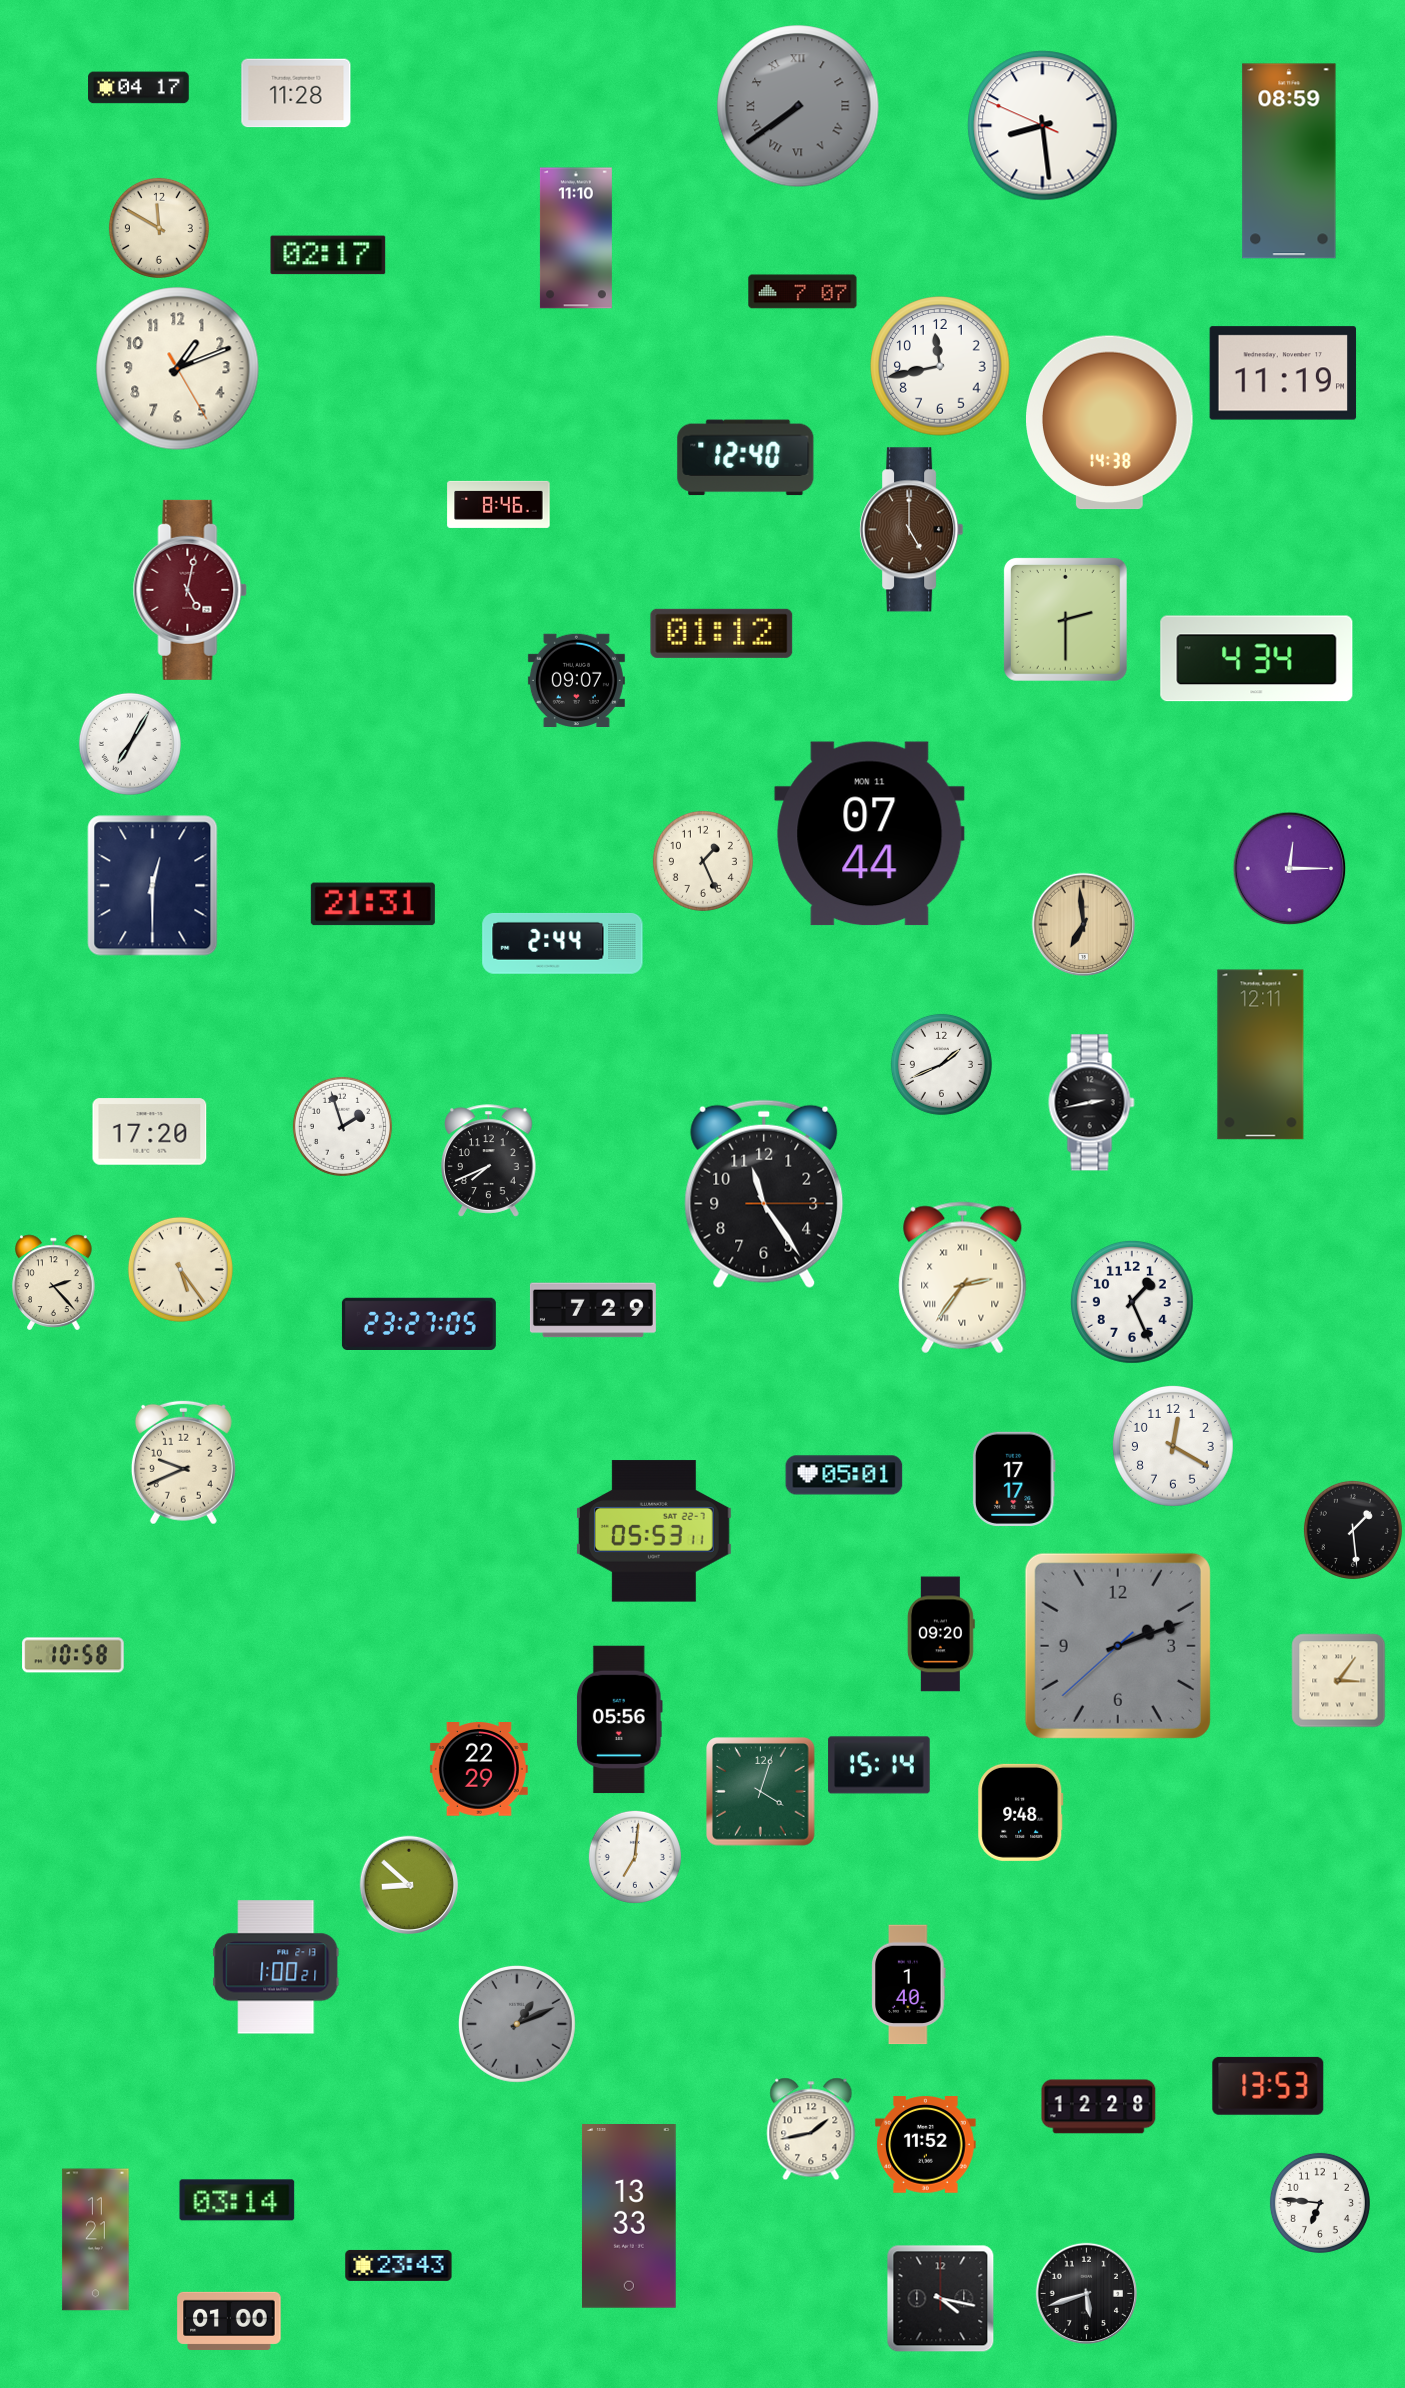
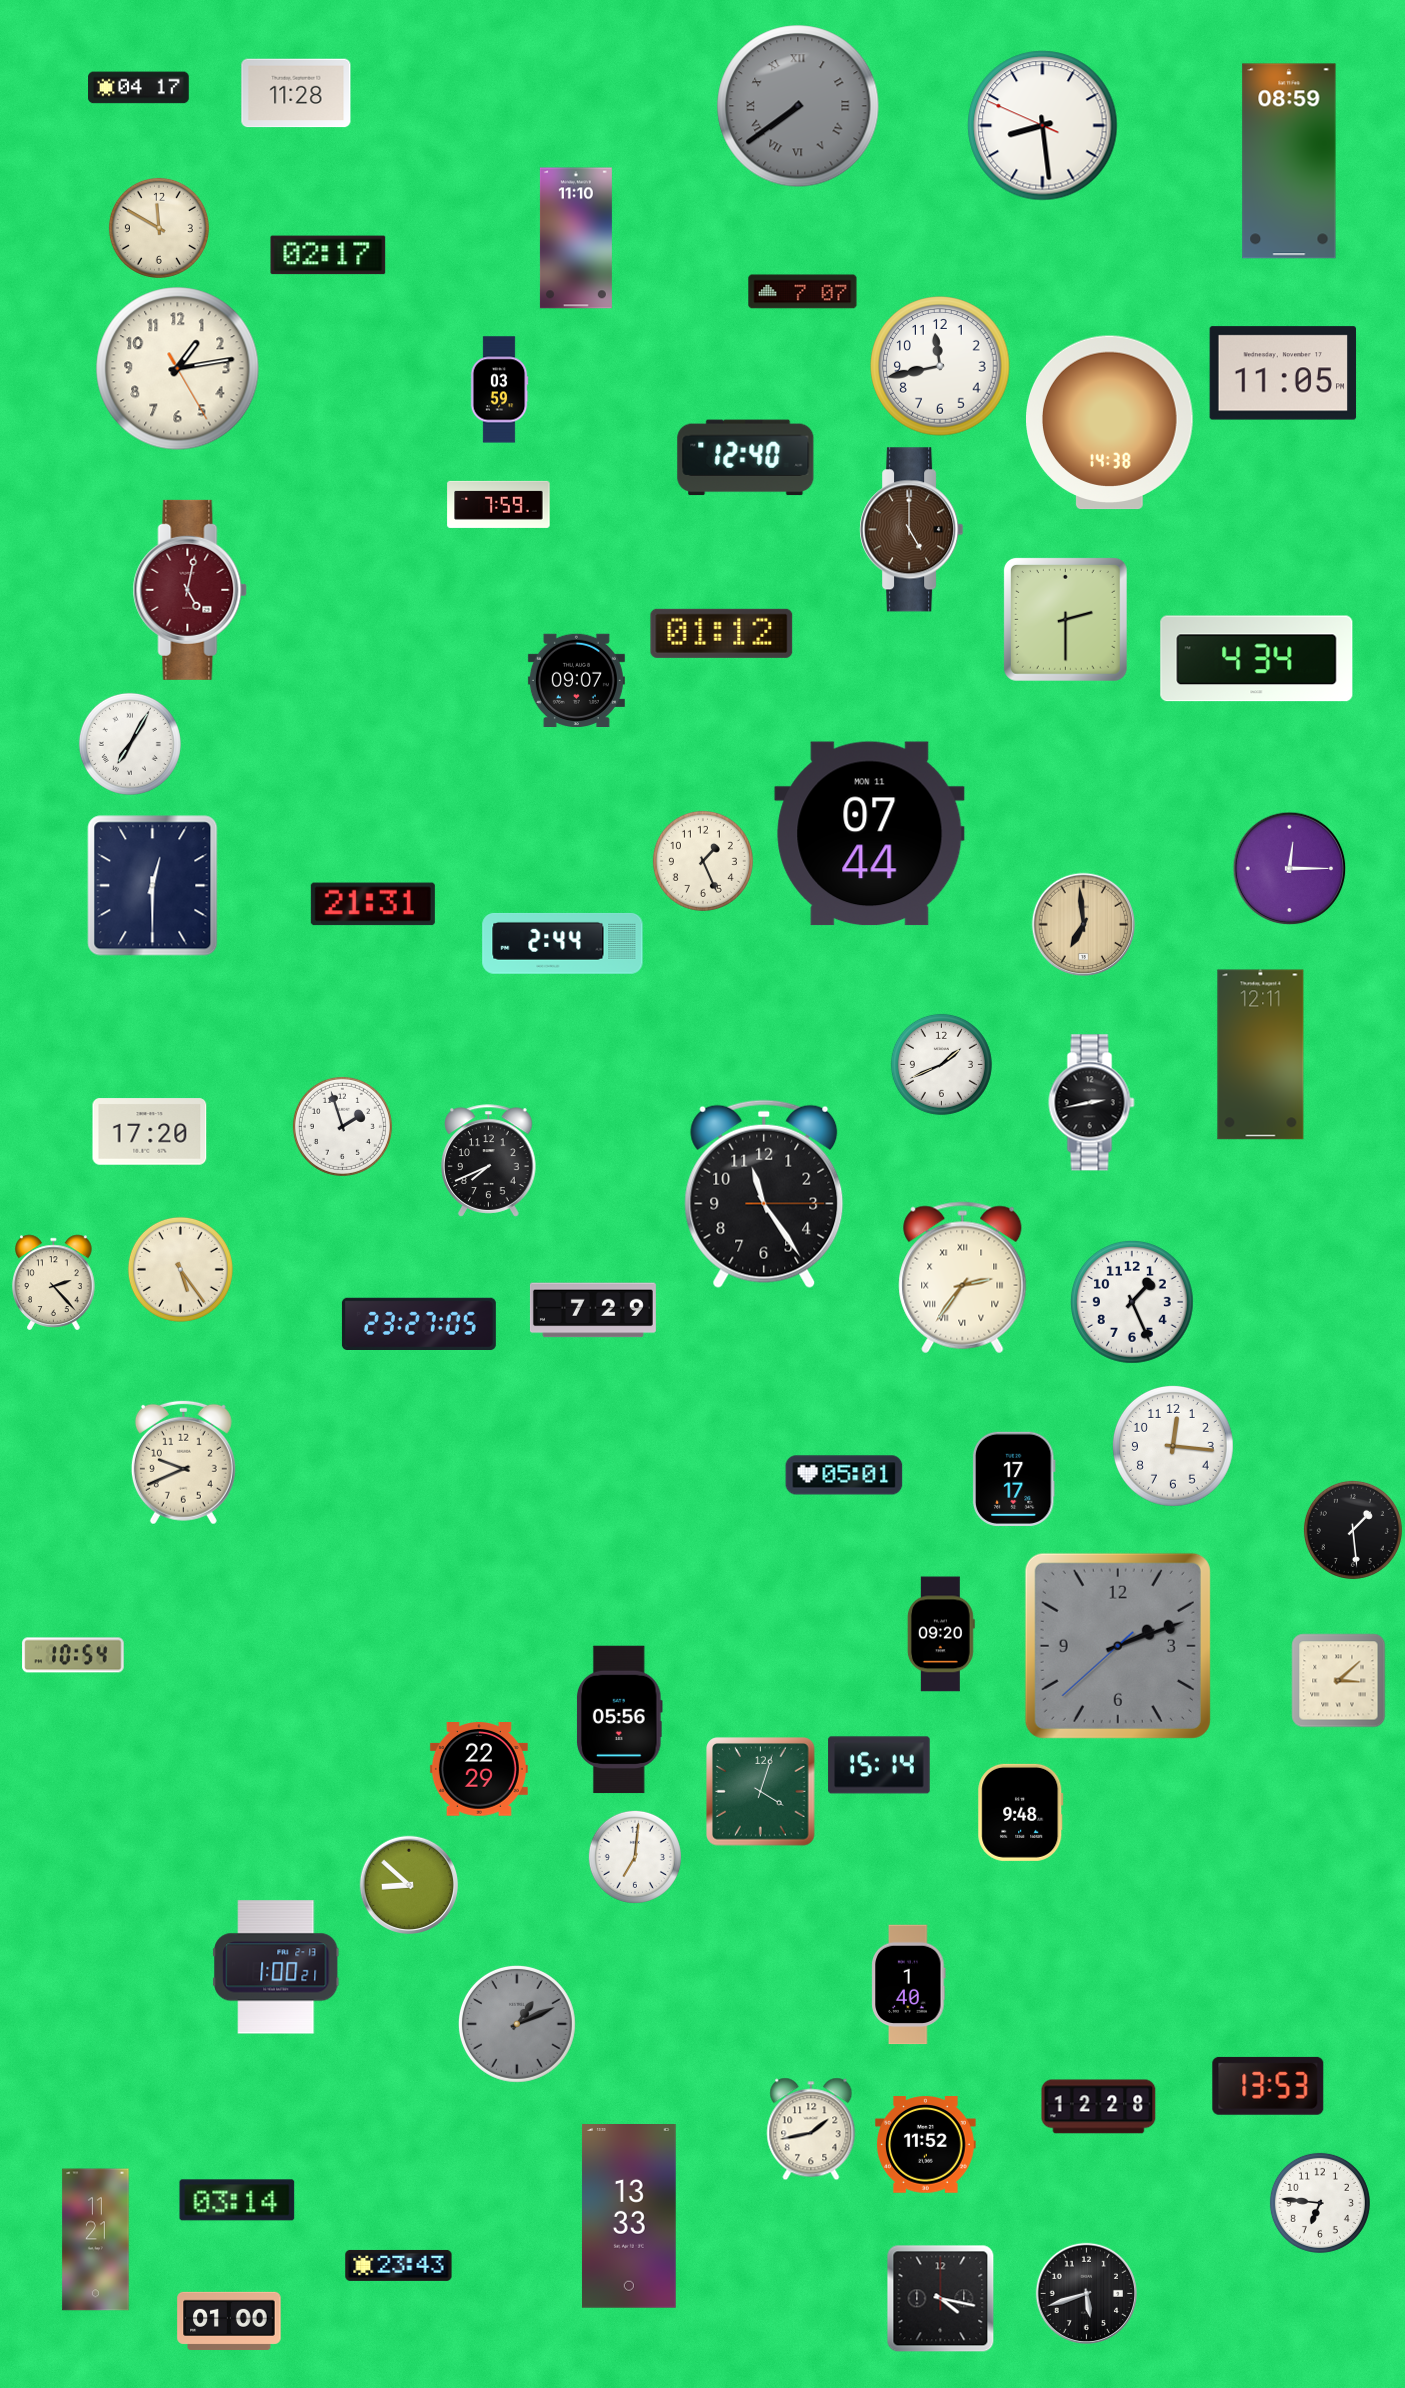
clock at (178, 369): 1:11 -> 1:13
clock at (1283, 373): 11:19 -> 11:05
clock at (499, 390): none -> 03:59
clock at (499, 504): 8:46 -> 7:59
clock at (1173, 1446): 12:20 -> 12:16
clock at (654, 1531): 05:53 -> none
clock at (73, 1655): 10:58 -> 10:54
clock at (1339, 1681): 3:06 -> 3:08
